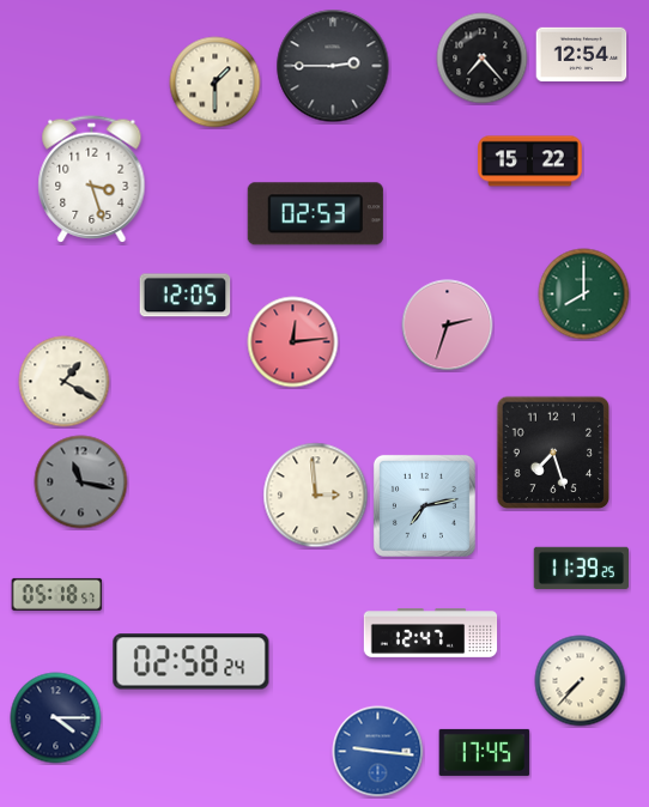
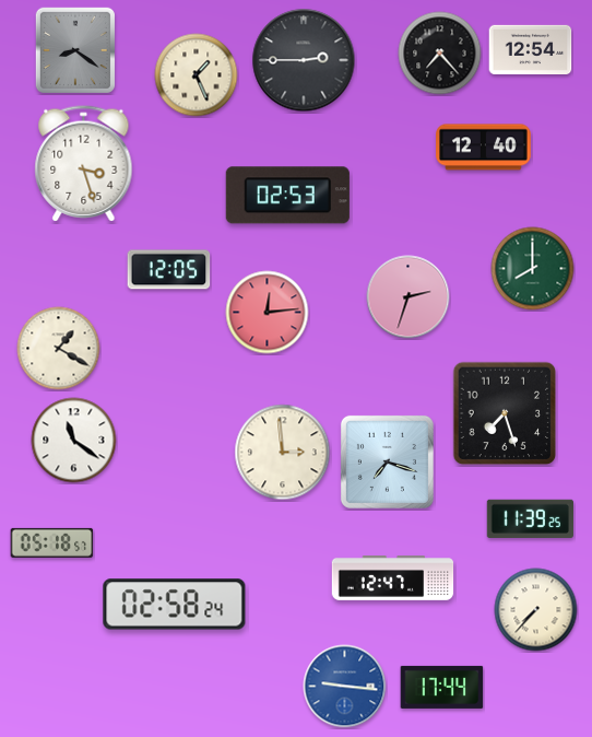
clock at (75, 50): none -> 8:21
clock at (216, 83): 1:30 -> 1:26
clock at (530, 162): 15:22 -> 12:40
clock at (81, 483): 11:17 -> 11:21
clock at (81, 483) dial: grey -> white
clock at (316, 496) position: (316, 496) -> (283, 453)
clock at (424, 505): 7:13 -> 7:18
clock at (581, 681) position: (581, 681) -> (536, 610)
clock at (56, 718): 4:15 -> none
clock at (485, 752): 17:45 -> 17:44
